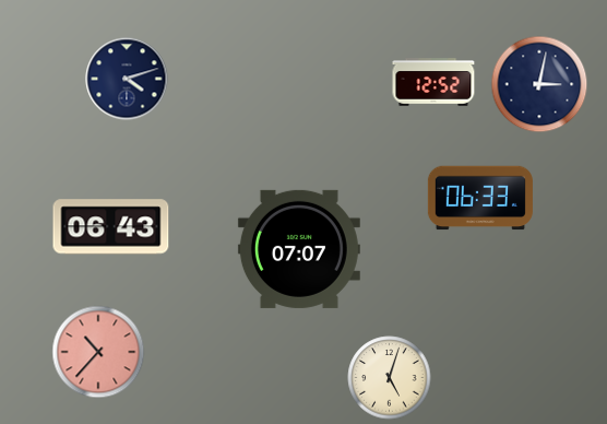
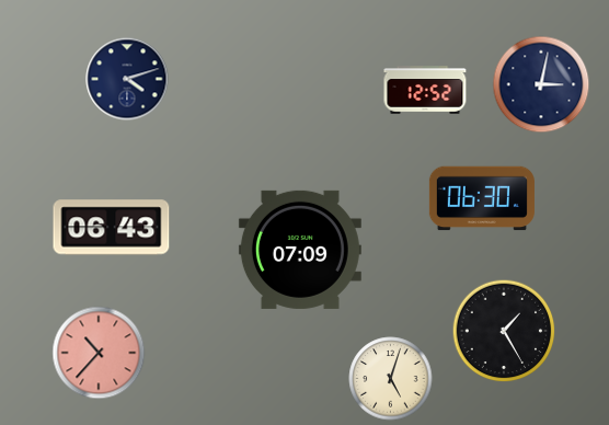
clock at (433, 82) position: (433, 82) -> (425, 90)
clock at (480, 198): 06:33 -> 06:30
clock at (299, 249): 07:07 -> 07:09
clock at (504, 331): none -> 1:25
